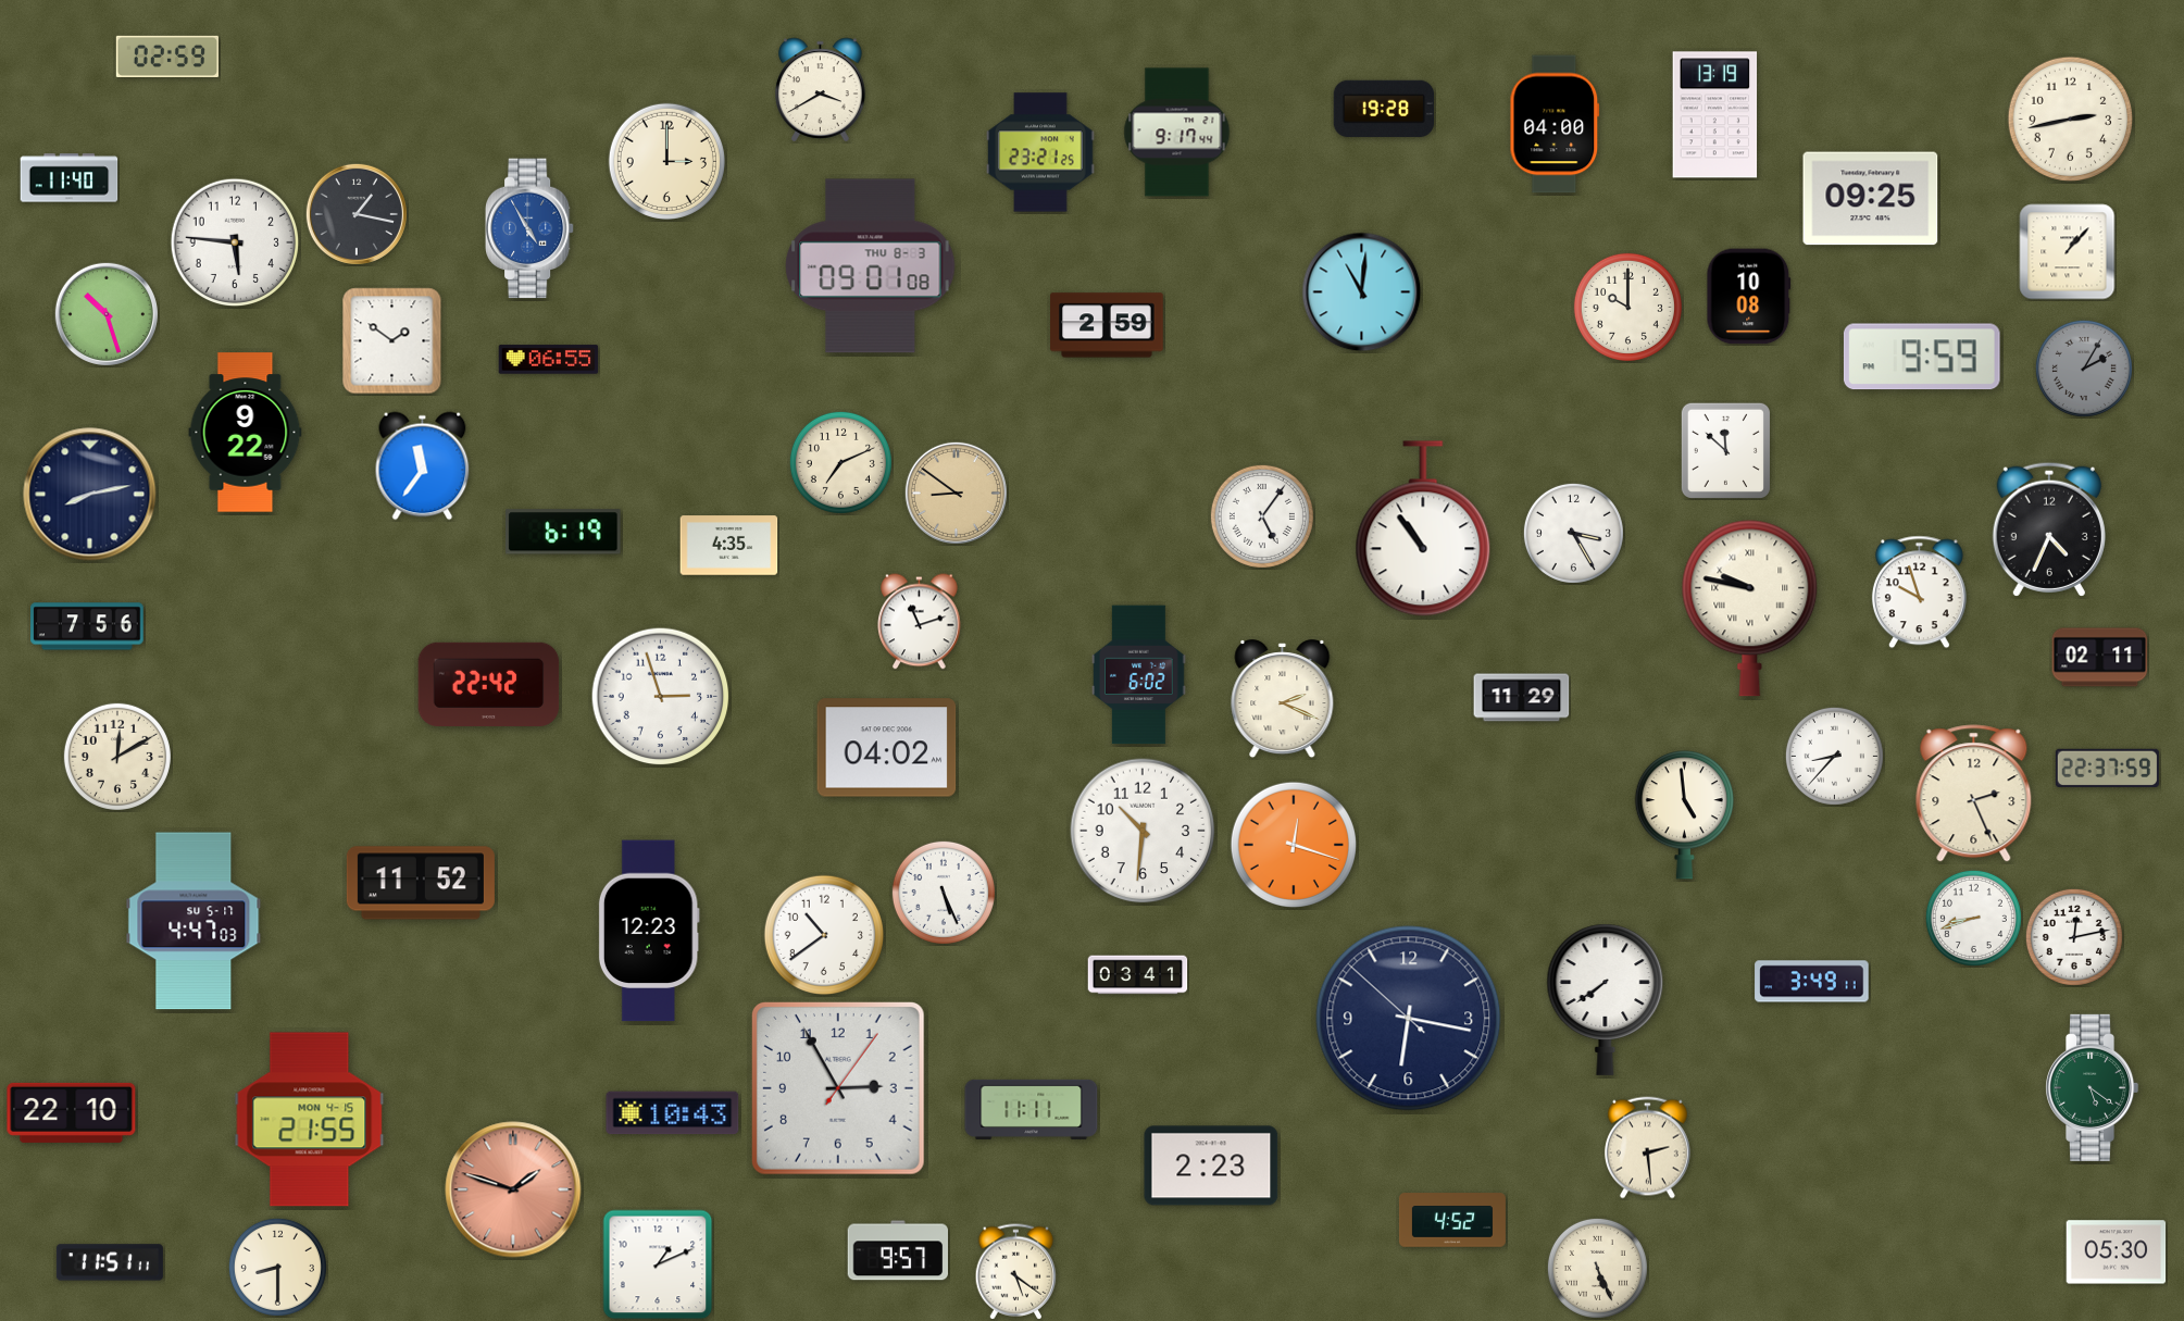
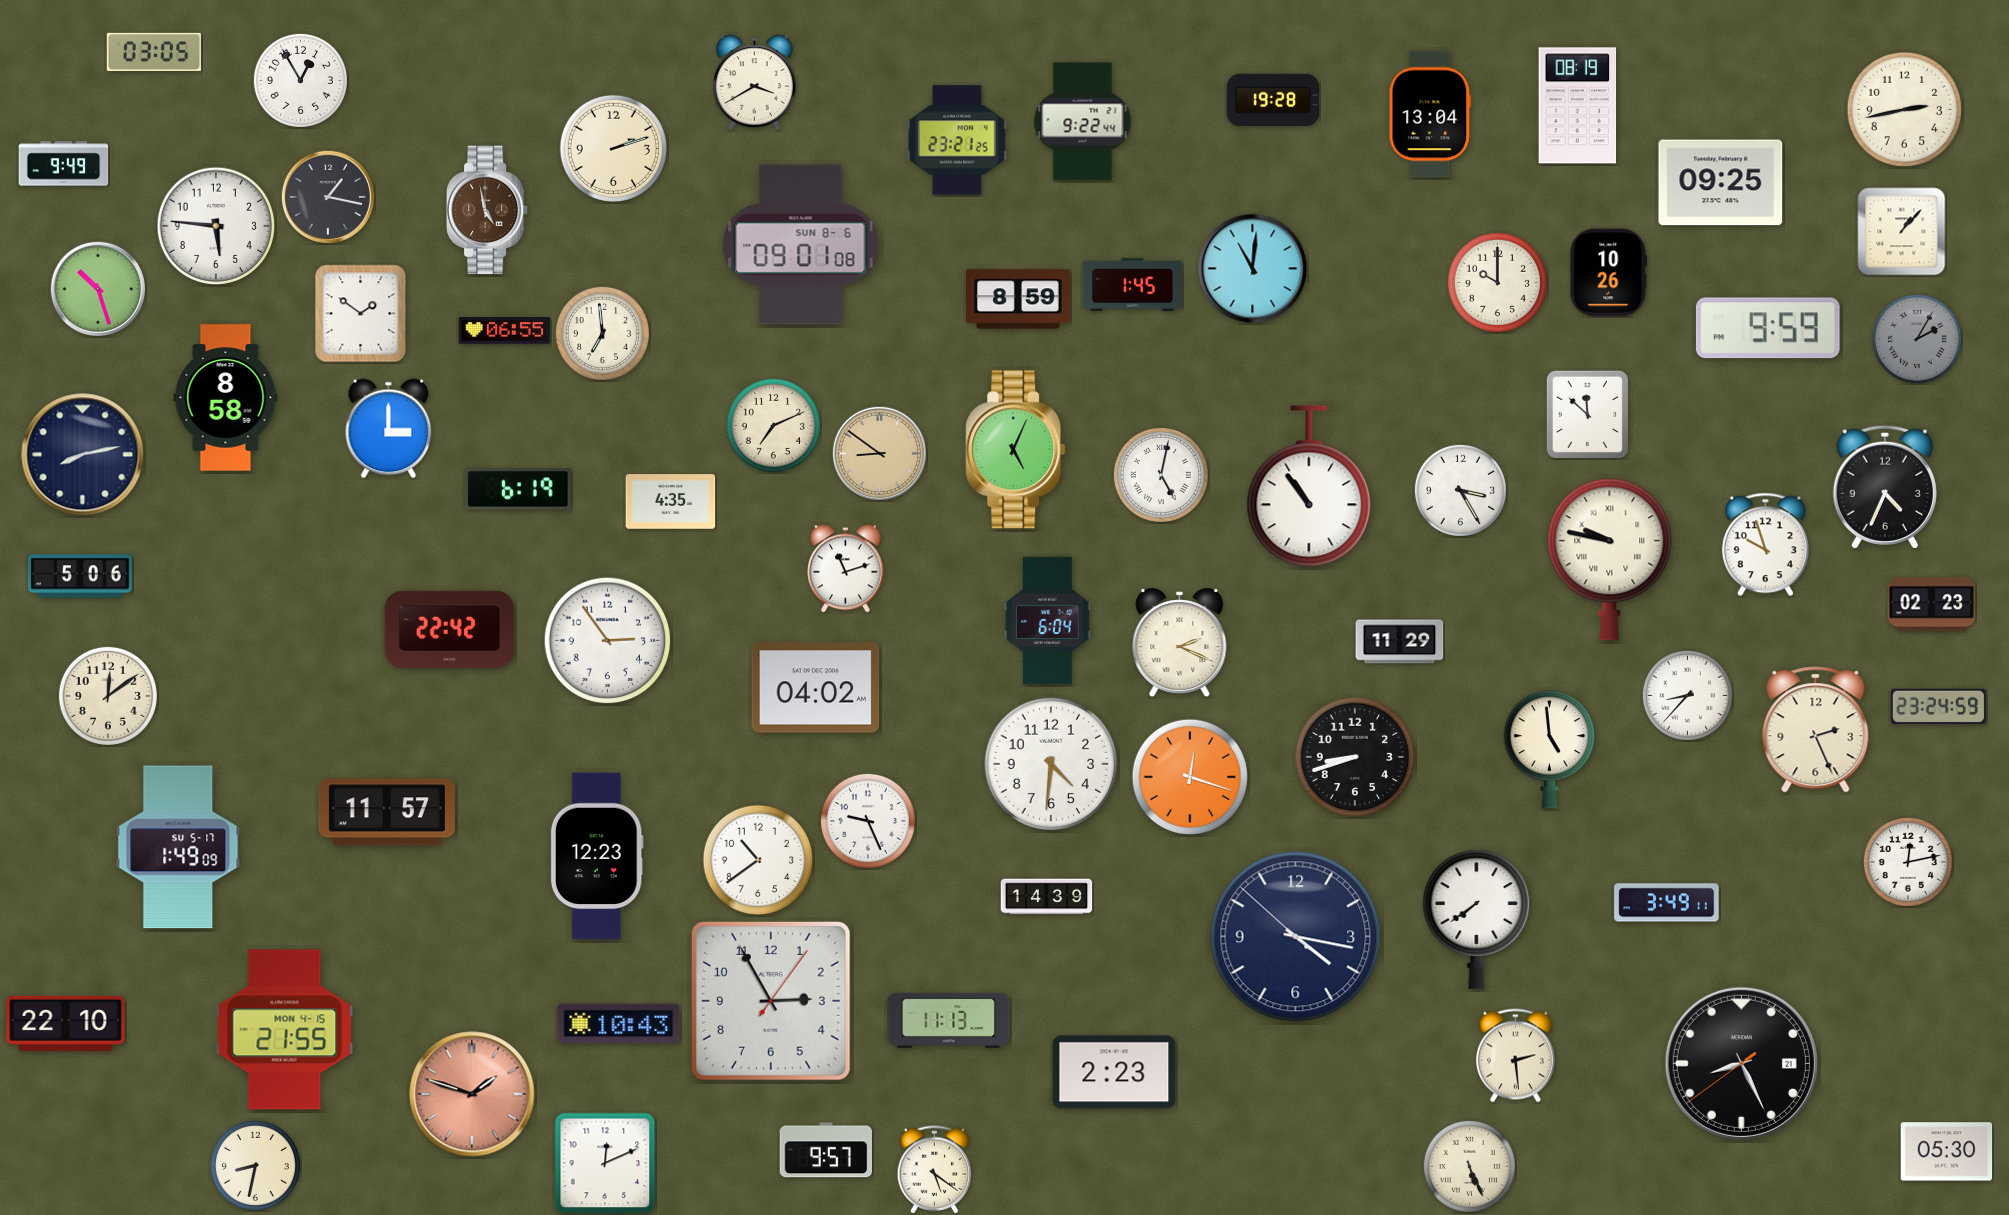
clock at (166, 55): 02:59 -> 03:05
clock at (300, 80): none -> 12:55
clock at (1715, 115): 13:19 -> 08:19
clock at (1555, 124): 04:00 -> 13:04
clock at (1177, 133): 9:17 -> 9:22
clock at (666, 161): 3:00 -> 2:12
clock at (70, 178): 11:40 -> 9:49
clock at (529, 228): 4:55 -> 4:58
clock at (529, 228) dial: blue -> brown
clock at (235, 242) position: (235, 242) -> (216, 226)
clock at (871, 266) date: THU 8-3 -> SUN 8-6
clock at (1749, 297): 10:08 -> 10:26
clock at (1132, 284): none -> 1:45
clock at (1107, 325): 2:59 -> 8:59
clock at (602, 333): none -> 6:59
clock at (246, 433): 9:22 -> 8:58
clock at (423, 466): 11:36 -> 3:00
clock at (1016, 450): none -> 5:04
clock at (1262, 516): 5:06 -> 5:02
clock at (1573, 533) position: (1573, 533) -> (1460, 490)
clock at (920, 622) position: (920, 622) -> (846, 569)
clock at (87, 626): 7:56 -> 5:06
clock at (2100, 658): 02:11 -> 02:23
clock at (1139, 675): 6:02 -> 6:04
clock at (661, 697): 2:57 -> 2:54
clock at (117, 757): 12:10 -> 12:09
clock at (2107, 768): 22:37 -> 23:24
clock at (1355, 757): none -> 8:42
clock at (1143, 831): 10:31 -> 4:31
clock at (421, 883): 11:52 -> 11:57
clock at (944, 893): 5:26 -> 9:26
clock at (1973, 918): 8:42 -> none
clock at (194, 921): 4:47 -> 1:49
clock at (1138, 975): 03:41 -> 14:39
clock at (1409, 1019): 6:16 -> 4:16
clock at (2093, 1087): 5:21 -> none
clock at (1032, 1109): 11:11 -> 11:13
clock at (1741, 1063): none -> 8:25
clock at (1452, 1220): 4:52 -> none
clock at (110, 1262): 11:51 -> none
clock at (658, 1264): 1:11 -> 12:11
clock at (277, 1267): 8:30 -> 8:32
